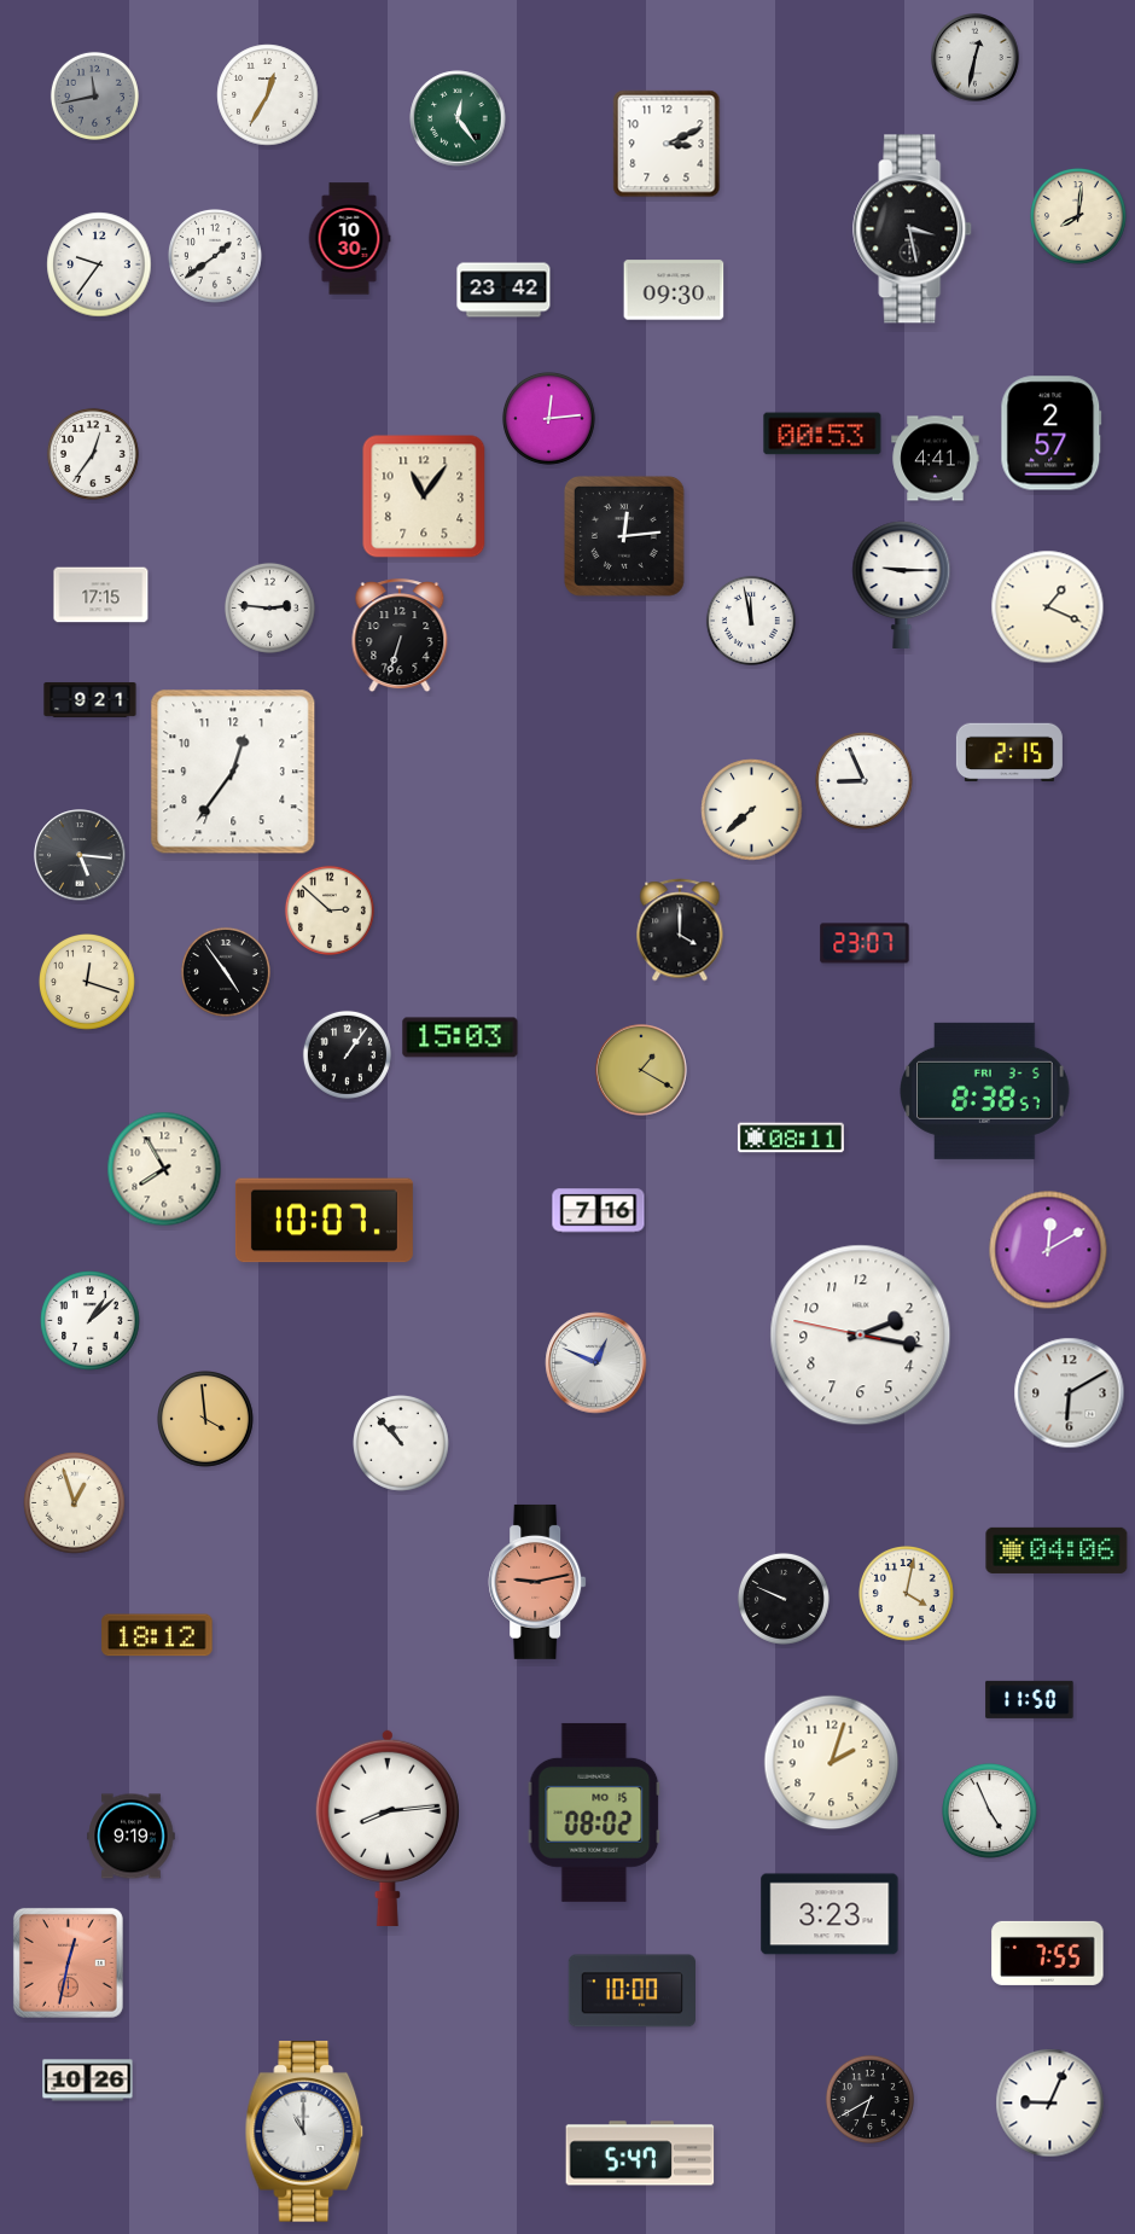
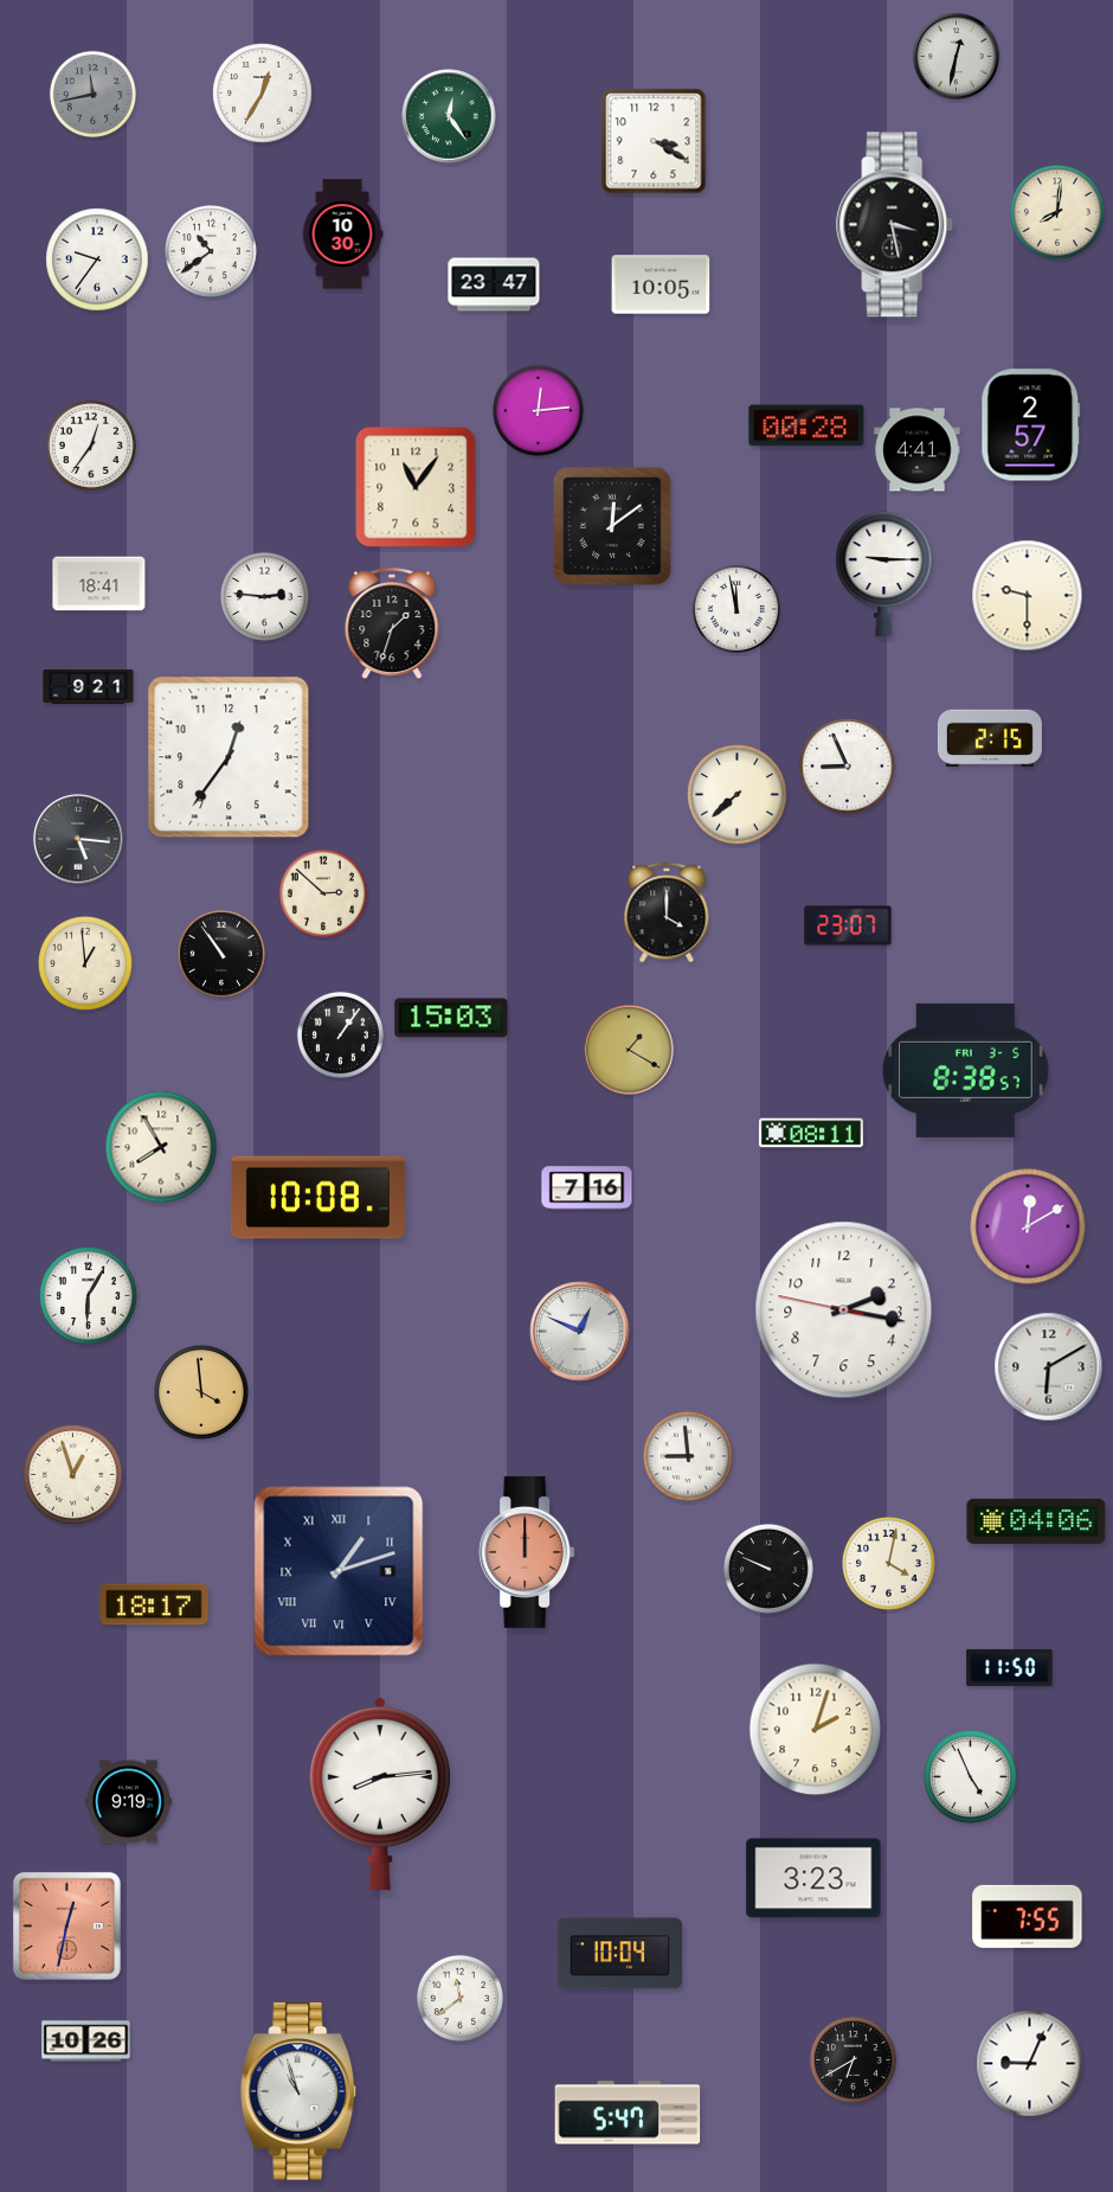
clock at (667, 144): 3:11 -> 3:20
clock at (215, 256): 1:39 -> 10:39
clock at (504, 290): 23:42 -> 23:47
clock at (674, 290): 09:30 -> 10:05
clock at (822, 434): 00:53 -> 00:28
clock at (624, 536): 12:14 -> 12:09
clock at (101, 595): 17:15 -> 18:41
clock at (1048, 607): 1:19 -> 9:30
clock at (400, 636): 6:33 -> 1:33
clock at (226, 972): 4:54 -> 10:54
clock at (88, 983): 12:18 -> 12:59
clock at (791, 1138) position: (791, 1138) -> (811, 1133)
clock at (324, 1221): 10:07 -> 10:08
clock at (91, 1321): 1:08 -> 6:05
clock at (596, 1363) position: (596, 1363) -> (580, 1332)
clock at (402, 1444): 10:53 -> none
clock at (688, 1456): none -> 8:59
clock at (537, 1582): 9:13 -> 12:00
clock at (339, 1571): none -> 1:12
clock at (157, 1635): 18:12 -> 18:17
clock at (594, 1813): 08:02 -> none
clock at (631, 1991): 10:00 -> 10:04
clock at (459, 1998): none -> 11:39
clock at (304, 2131): 11:00 -> 10:57
